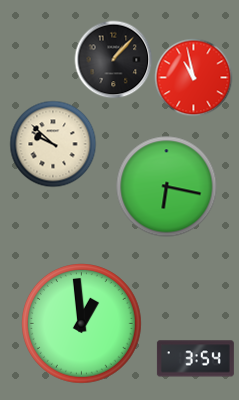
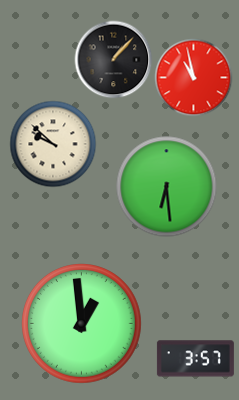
clock at (167, 187): 6:17 -> 6:29
clock at (195, 359): 3:54 -> 3:57
